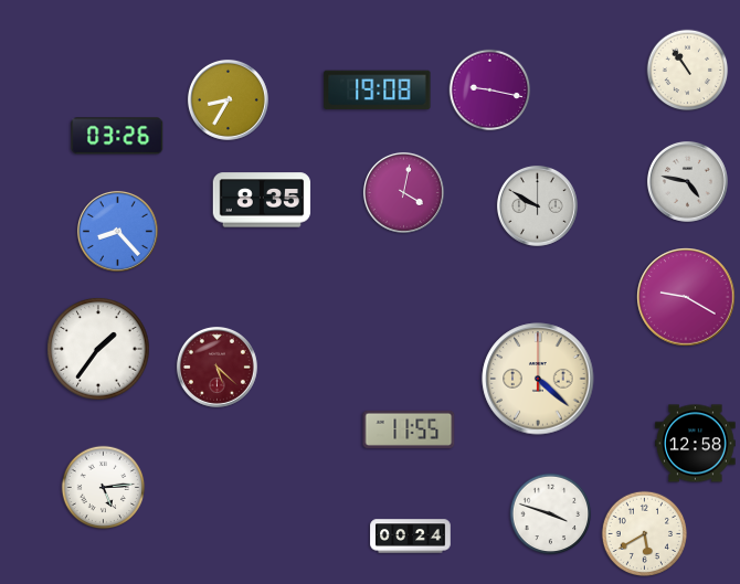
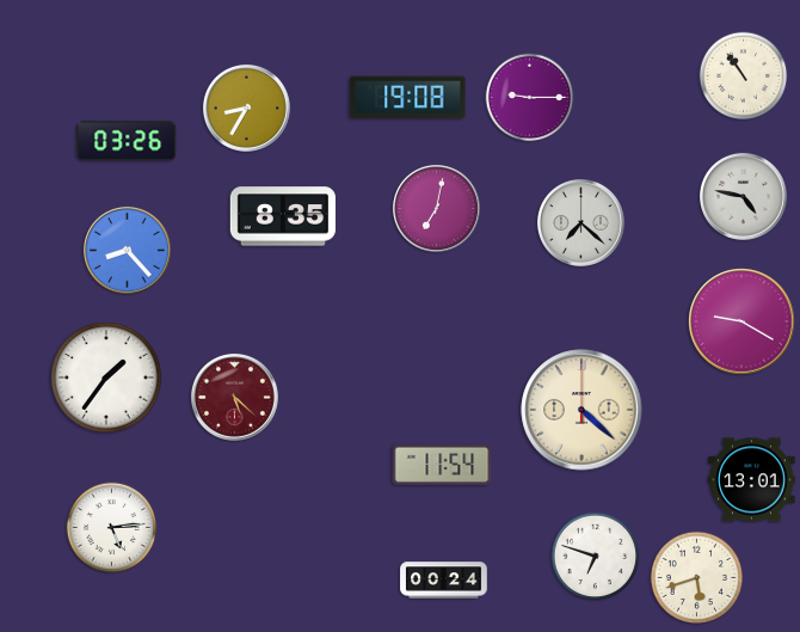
clock at (490, 91): 9:17 -> 9:15
clock at (117, 136) position: (117, 136) -> (127, 141)
clock at (403, 192): 4:02 -> 7:02
clock at (537, 205): 9:50 -> 7:22
clock at (409, 429): 11:55 -> 11:54
clock at (696, 444): 12:58 -> 13:01
clock at (551, 514): 3:48 -> 6:48
clock at (644, 533): 5:40 -> 5:42
